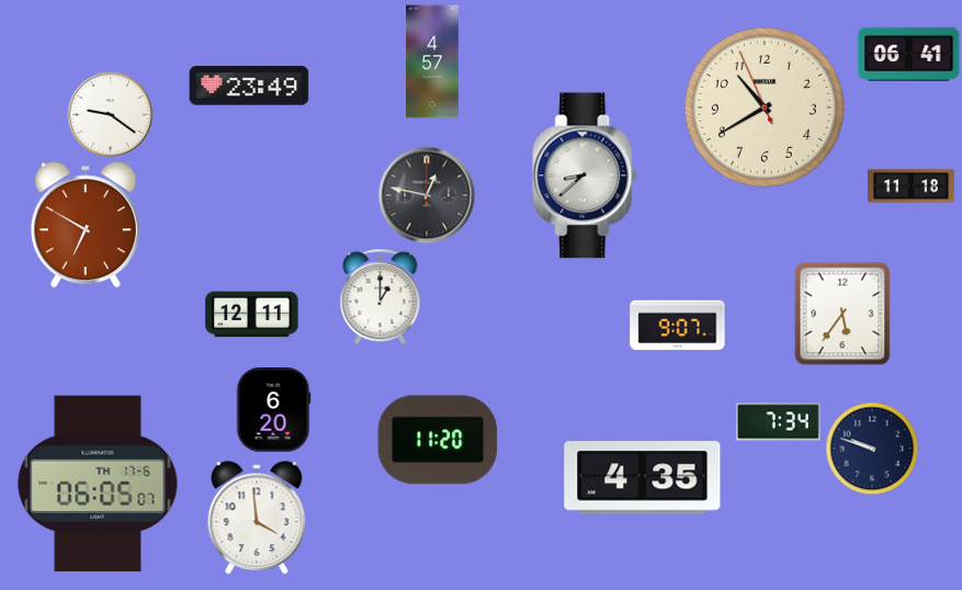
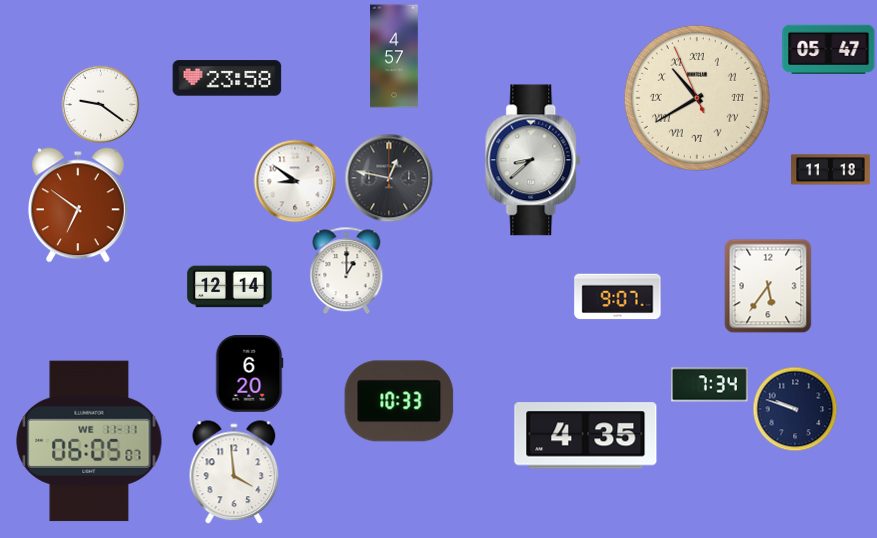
clock at (909, 54): 06:41 -> 05:47
clock at (249, 86): 23:49 -> 23:58
clock at (765, 107) numerals: Arabic -> Roman
clock at (295, 181): none -> 8:51
clock at (86, 225): 6:50 -> 6:51
clock at (252, 315): 12:11 -> 12:14
clock at (438, 440): 11:20 -> 10:33
clock at (98, 484) date: TH 17-6 -> WE 11-11
